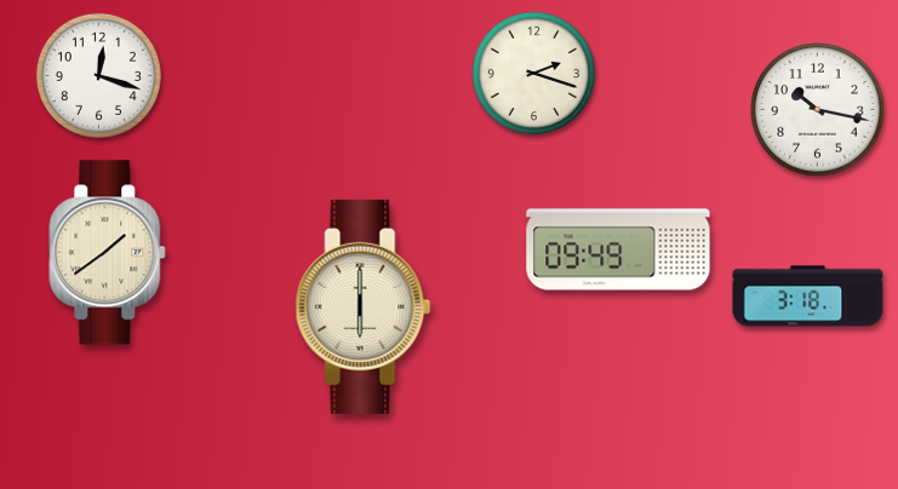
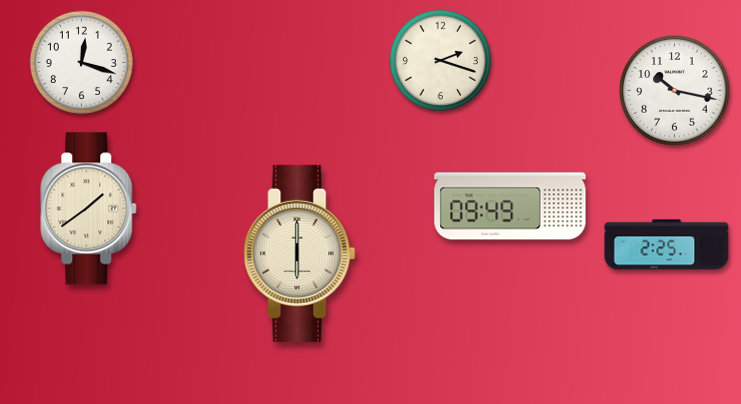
clock at (808, 297): 3:18 -> 2:25
